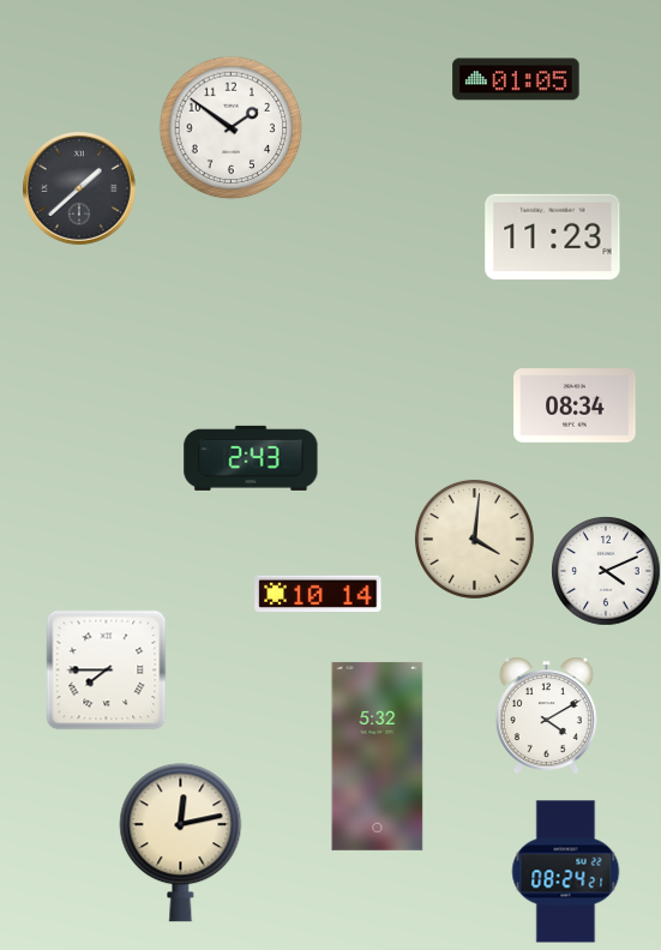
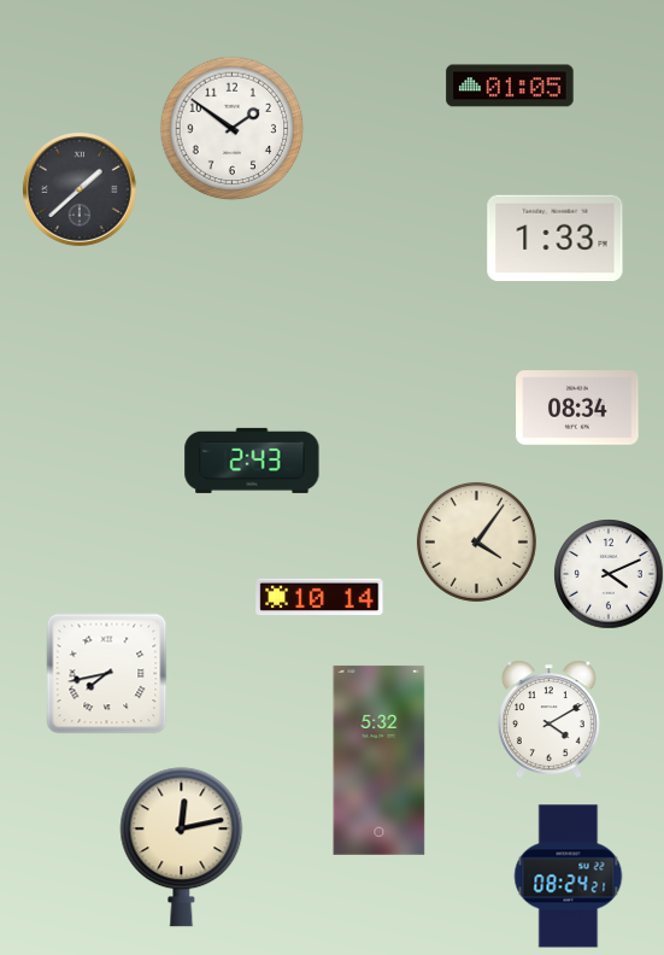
clock at (516, 79) position: (516, 79) -> (510, 86)
clock at (553, 237): 11:23 -> 1:33
clock at (474, 539): 4:01 -> 4:06
clock at (106, 669): 7:45 -> 7:43
